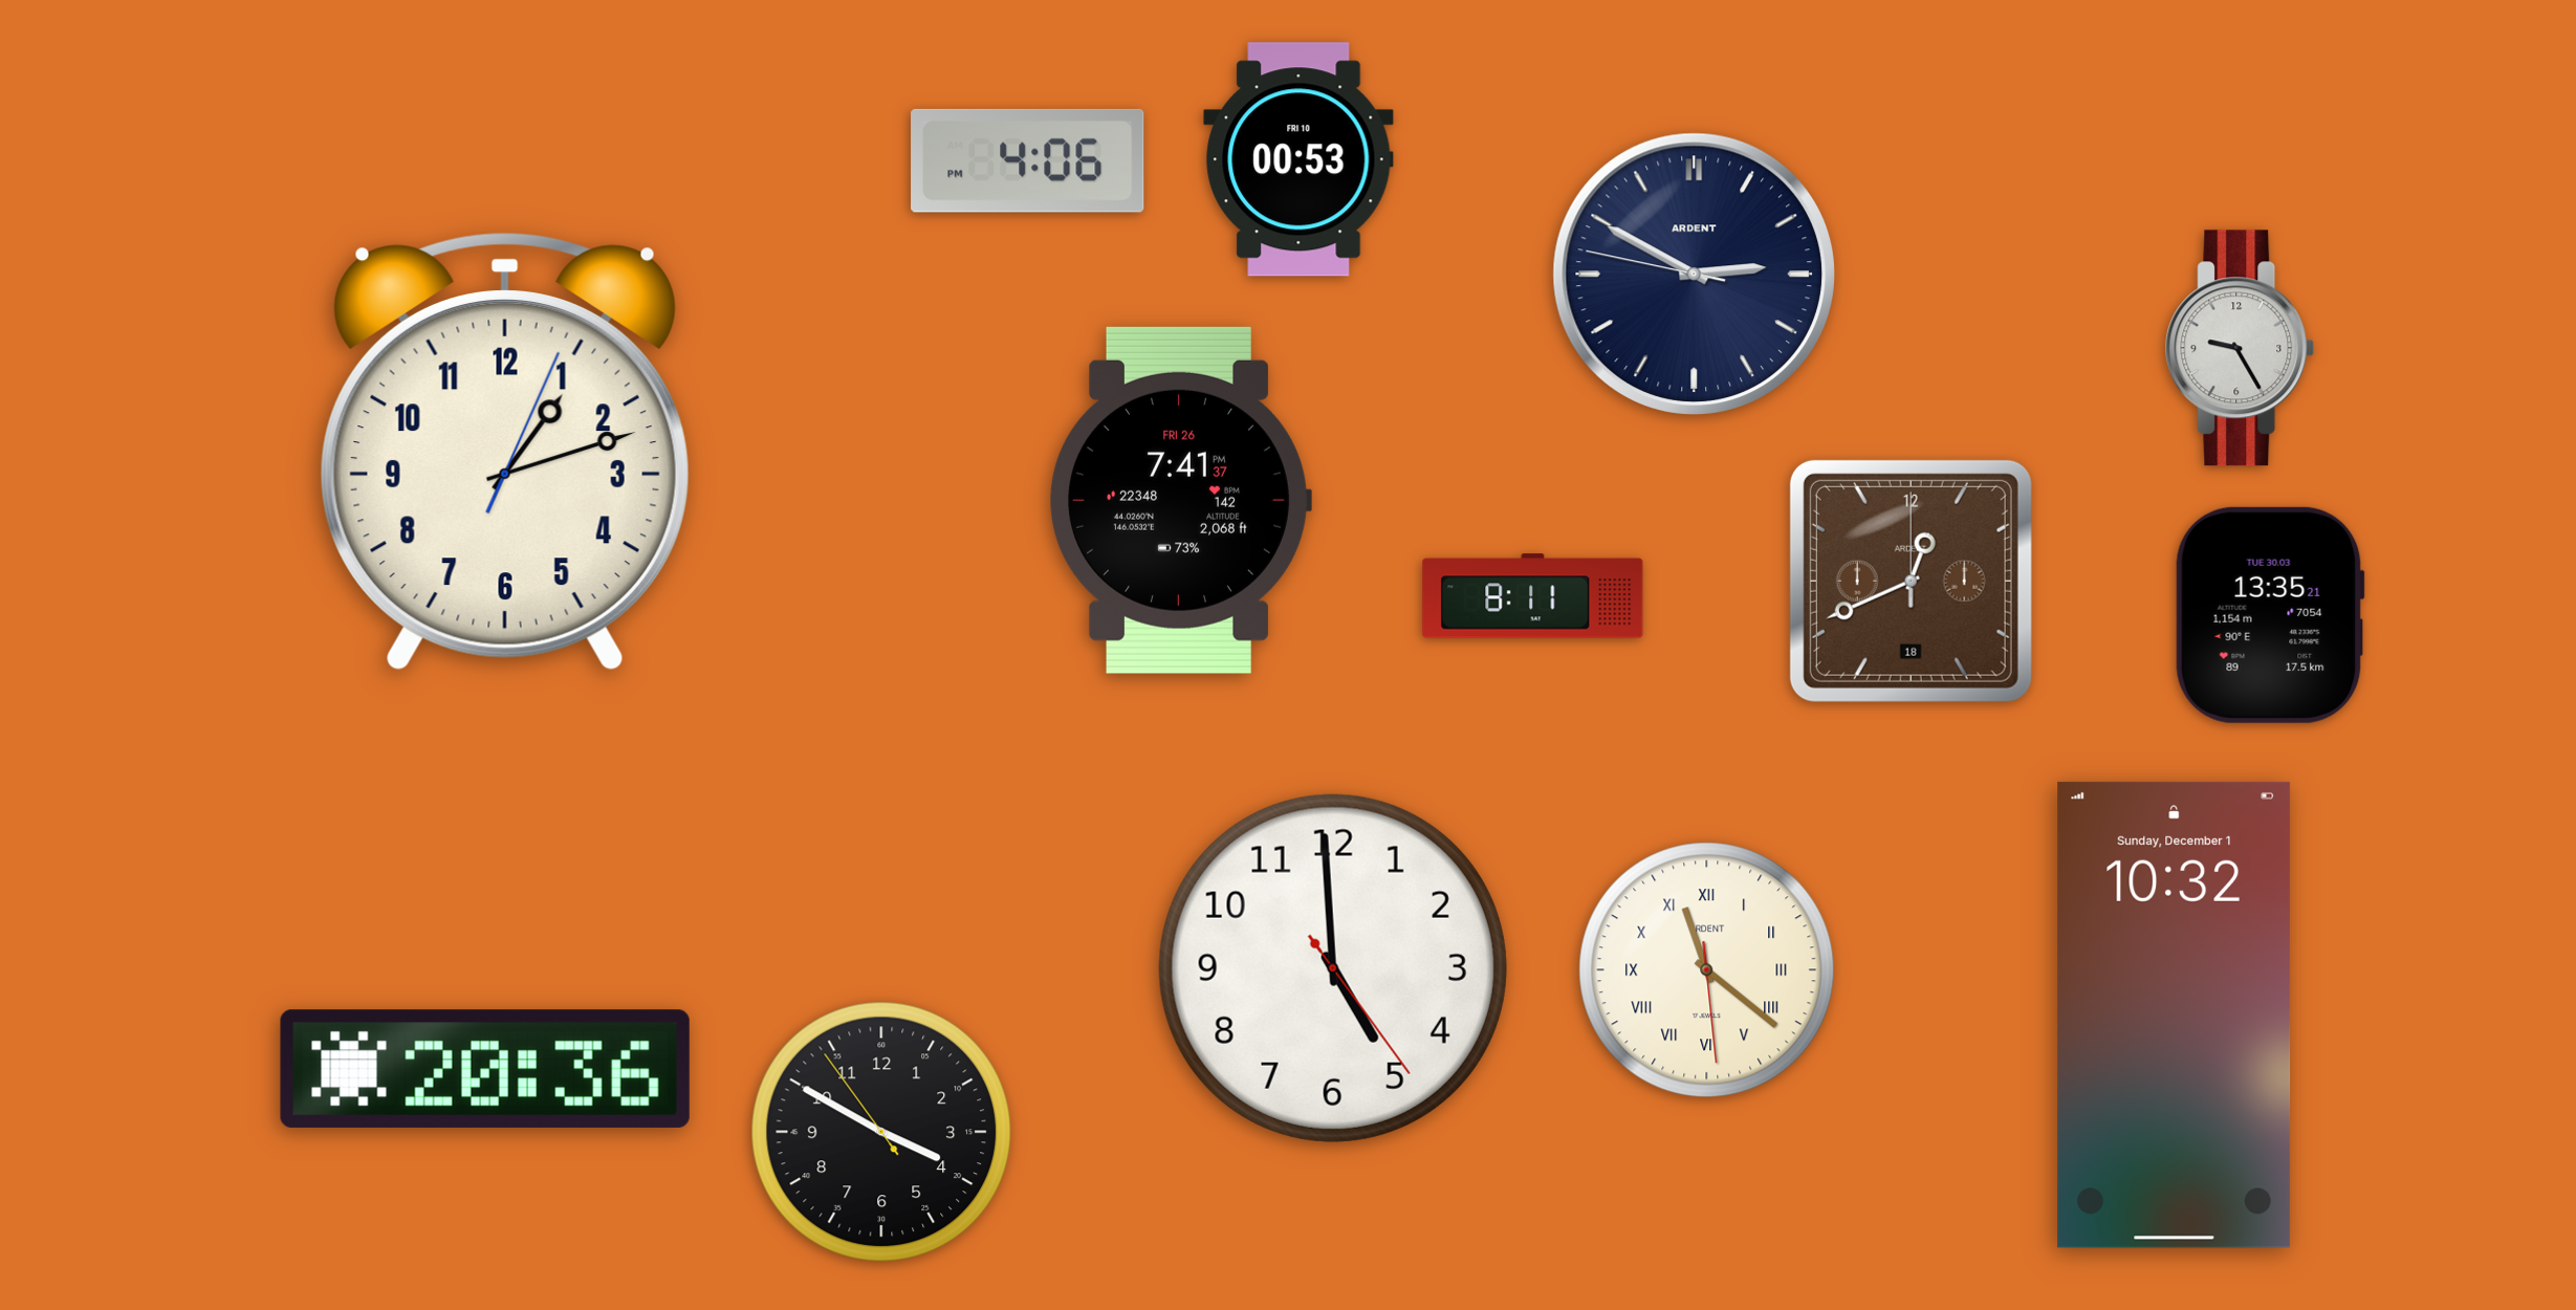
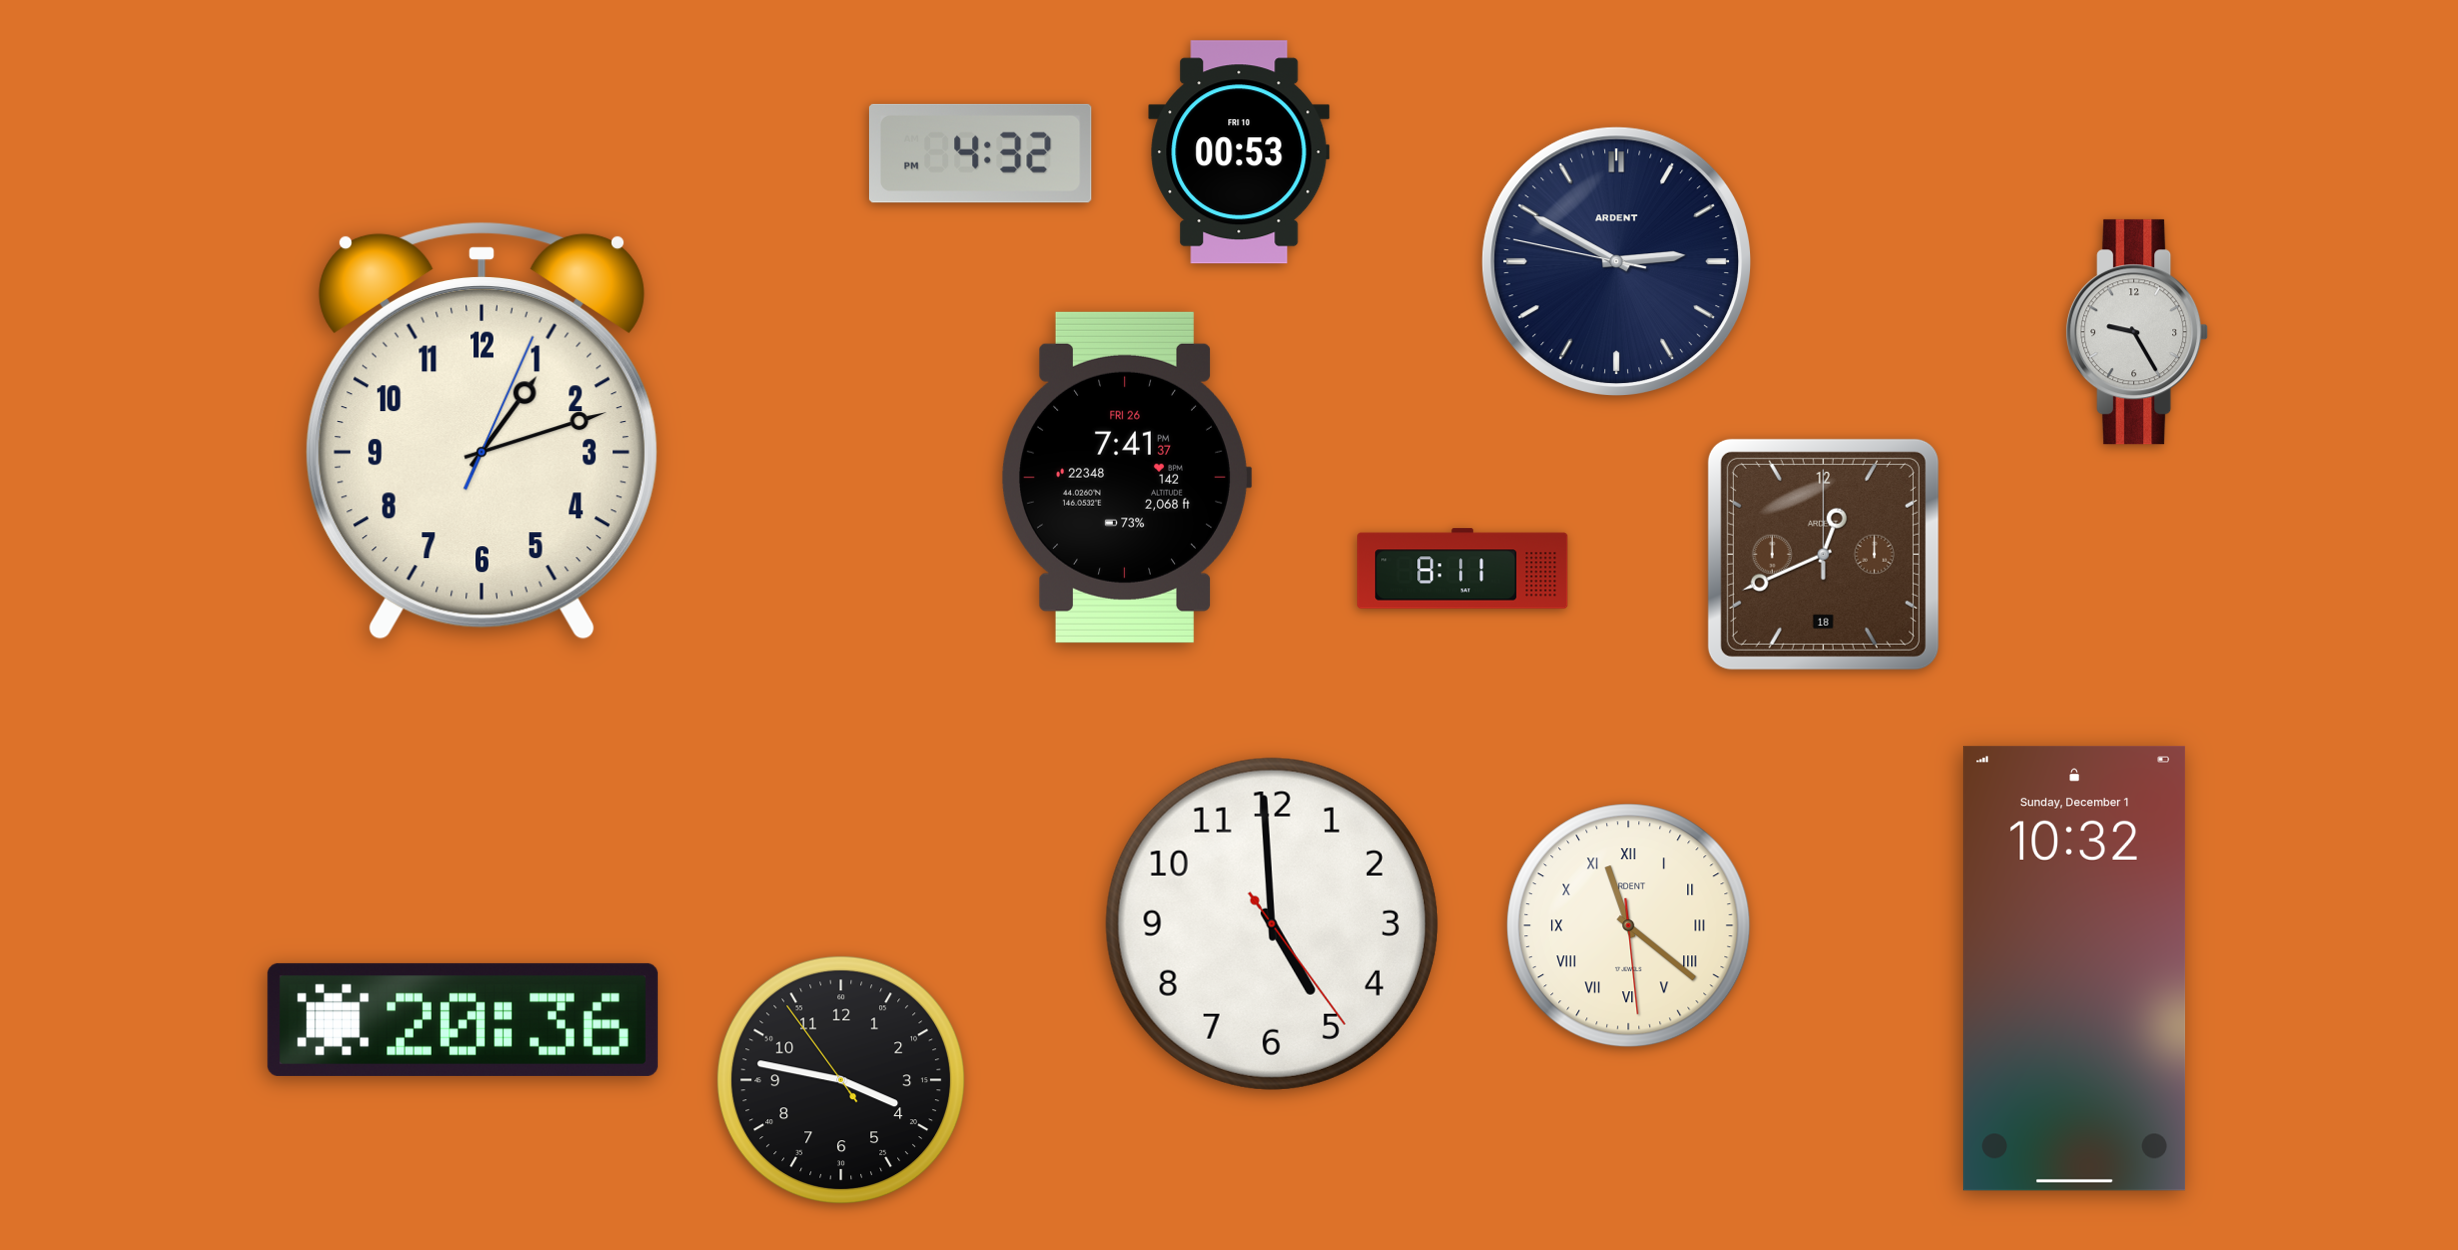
clock at (1028, 160): 4:06 -> 4:32
clock at (2270, 615): 13:35 -> none
clock at (881, 1132): 3:49 -> 3:46
